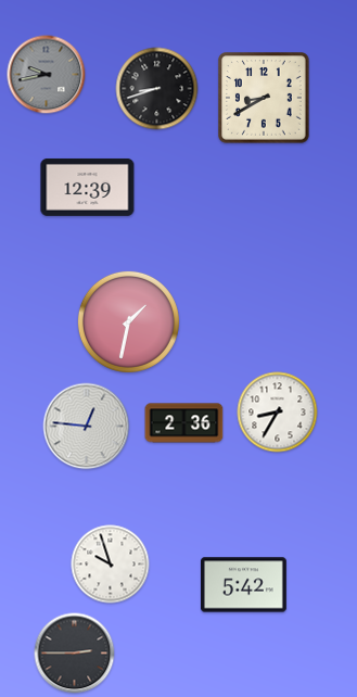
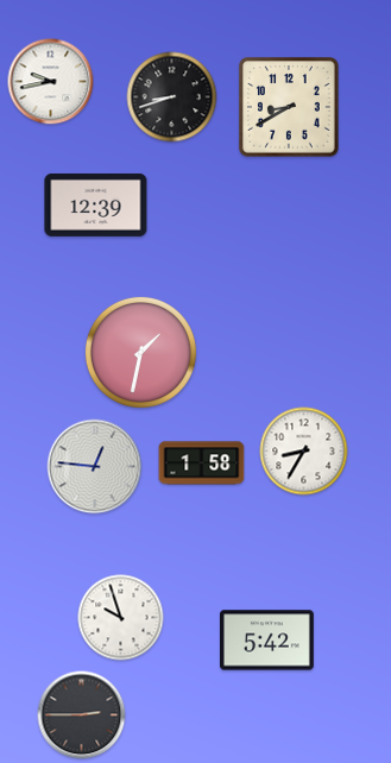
clock at (47, 75) dial: grey -> white
clock at (184, 423): 2:36 -> 1:58
